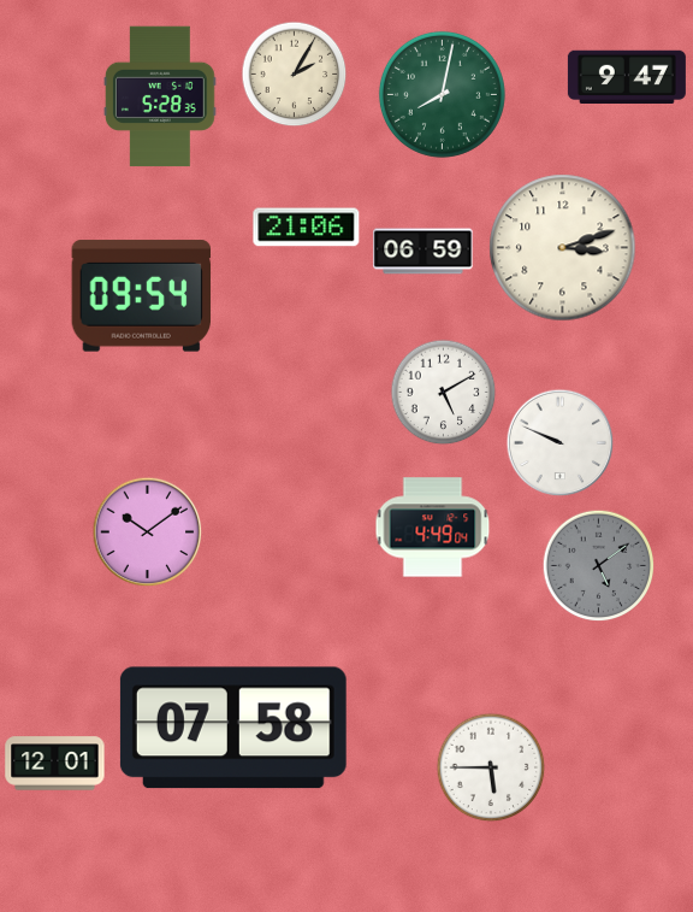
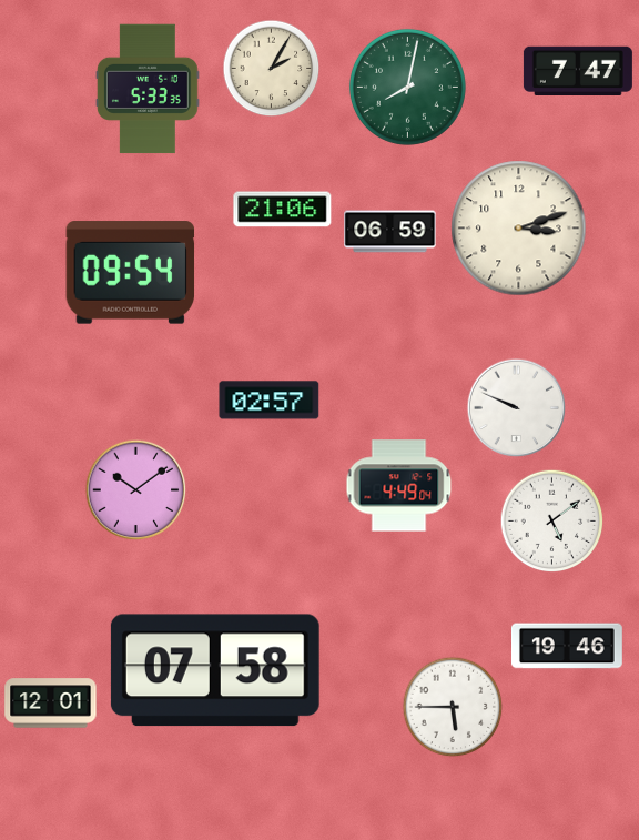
clock at (627, 76): 9:47 -> 7:47
clock at (160, 96): 5:28 -> 5:33
clock at (444, 393): 5:10 -> none
clock at (270, 401): none -> 02:57
clock at (599, 566) dial: grey -> white
clock at (567, 646): none -> 19:46
